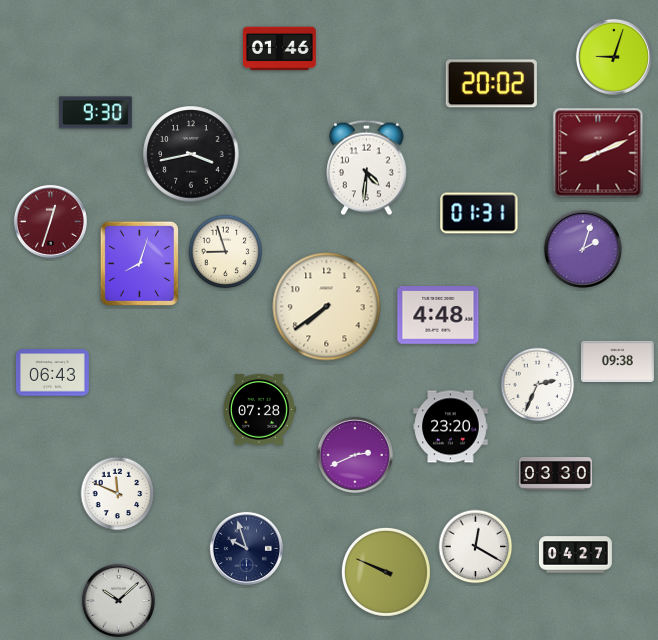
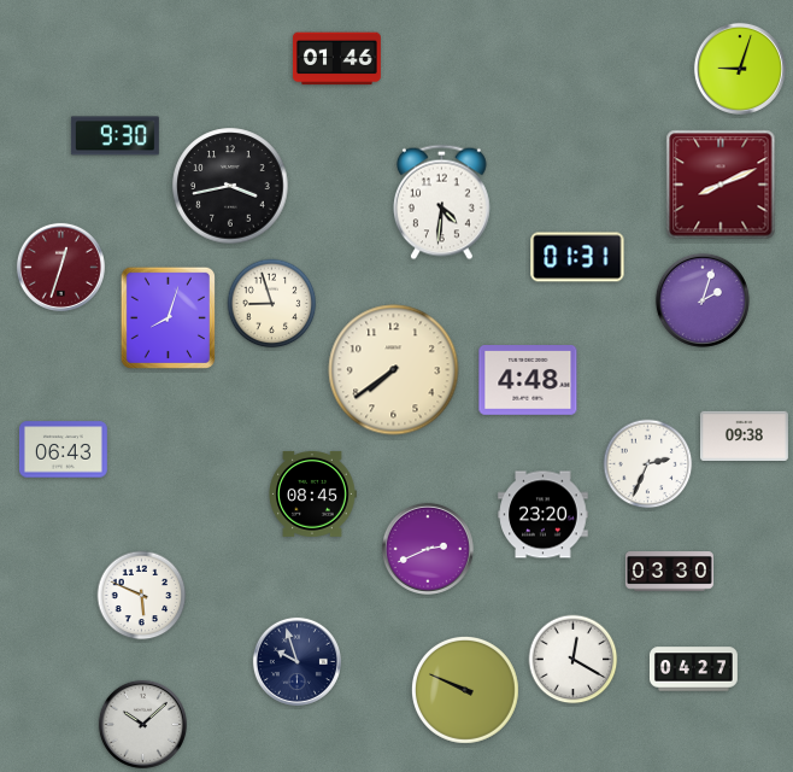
clock at (491, 84): 20:02 -> none
clock at (259, 410): 07:28 -> 08:45
clock at (118, 494): 11:49 -> 5:49
